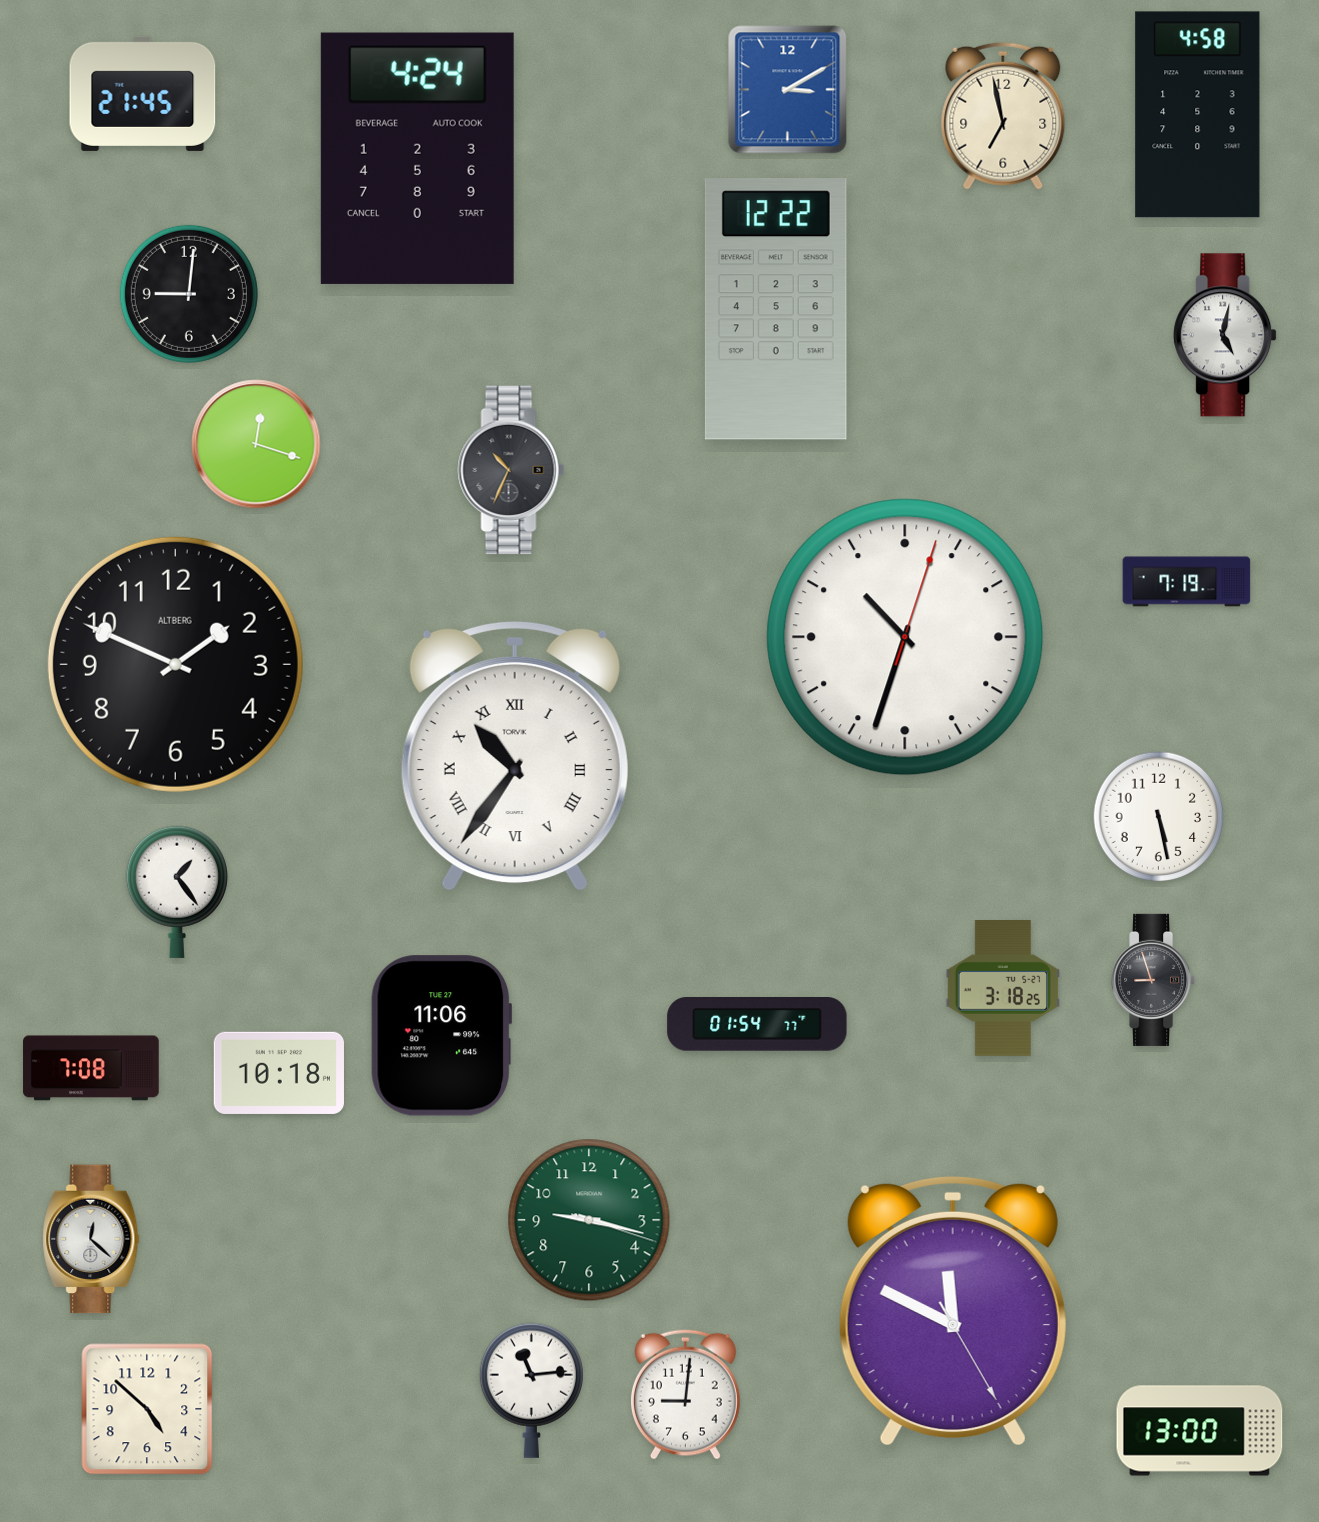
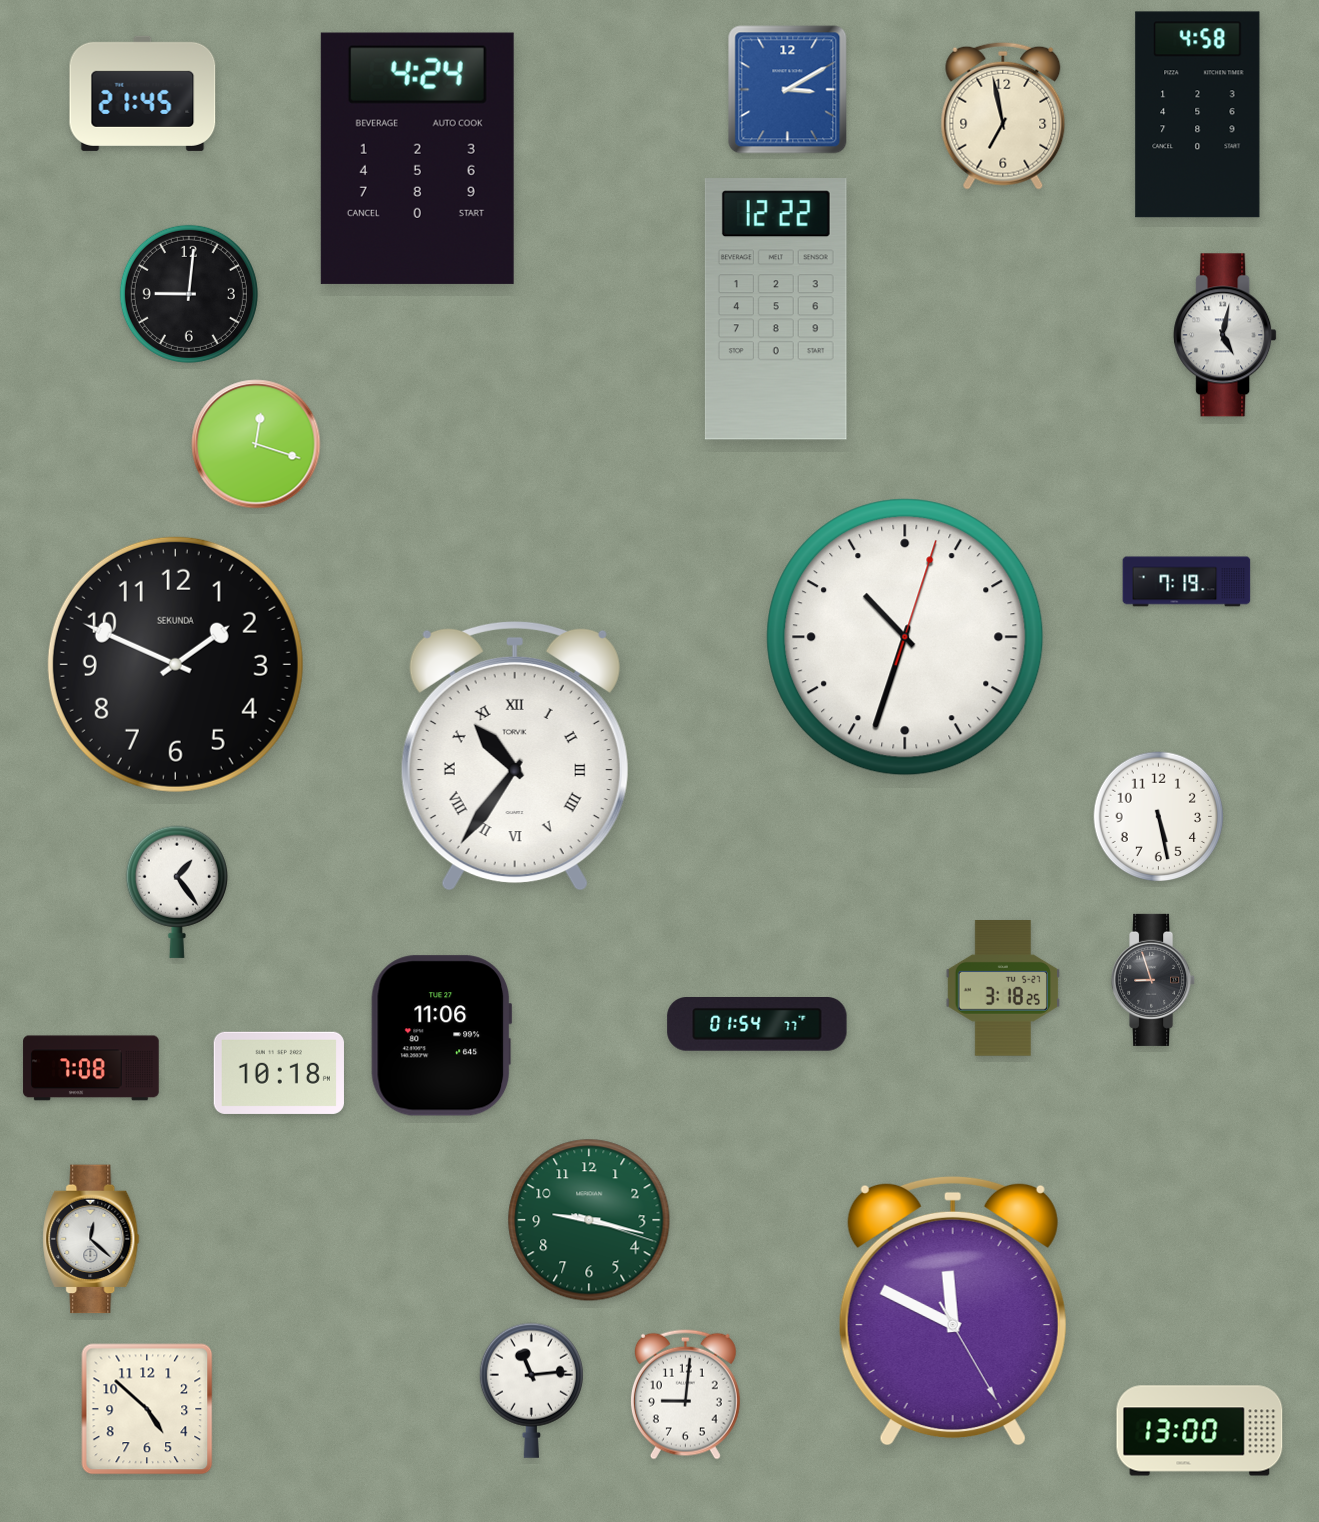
clock at (511, 470): 10:34 -> none
clock at (175, 664) brand: ALTBERG -> SEKUNDA
